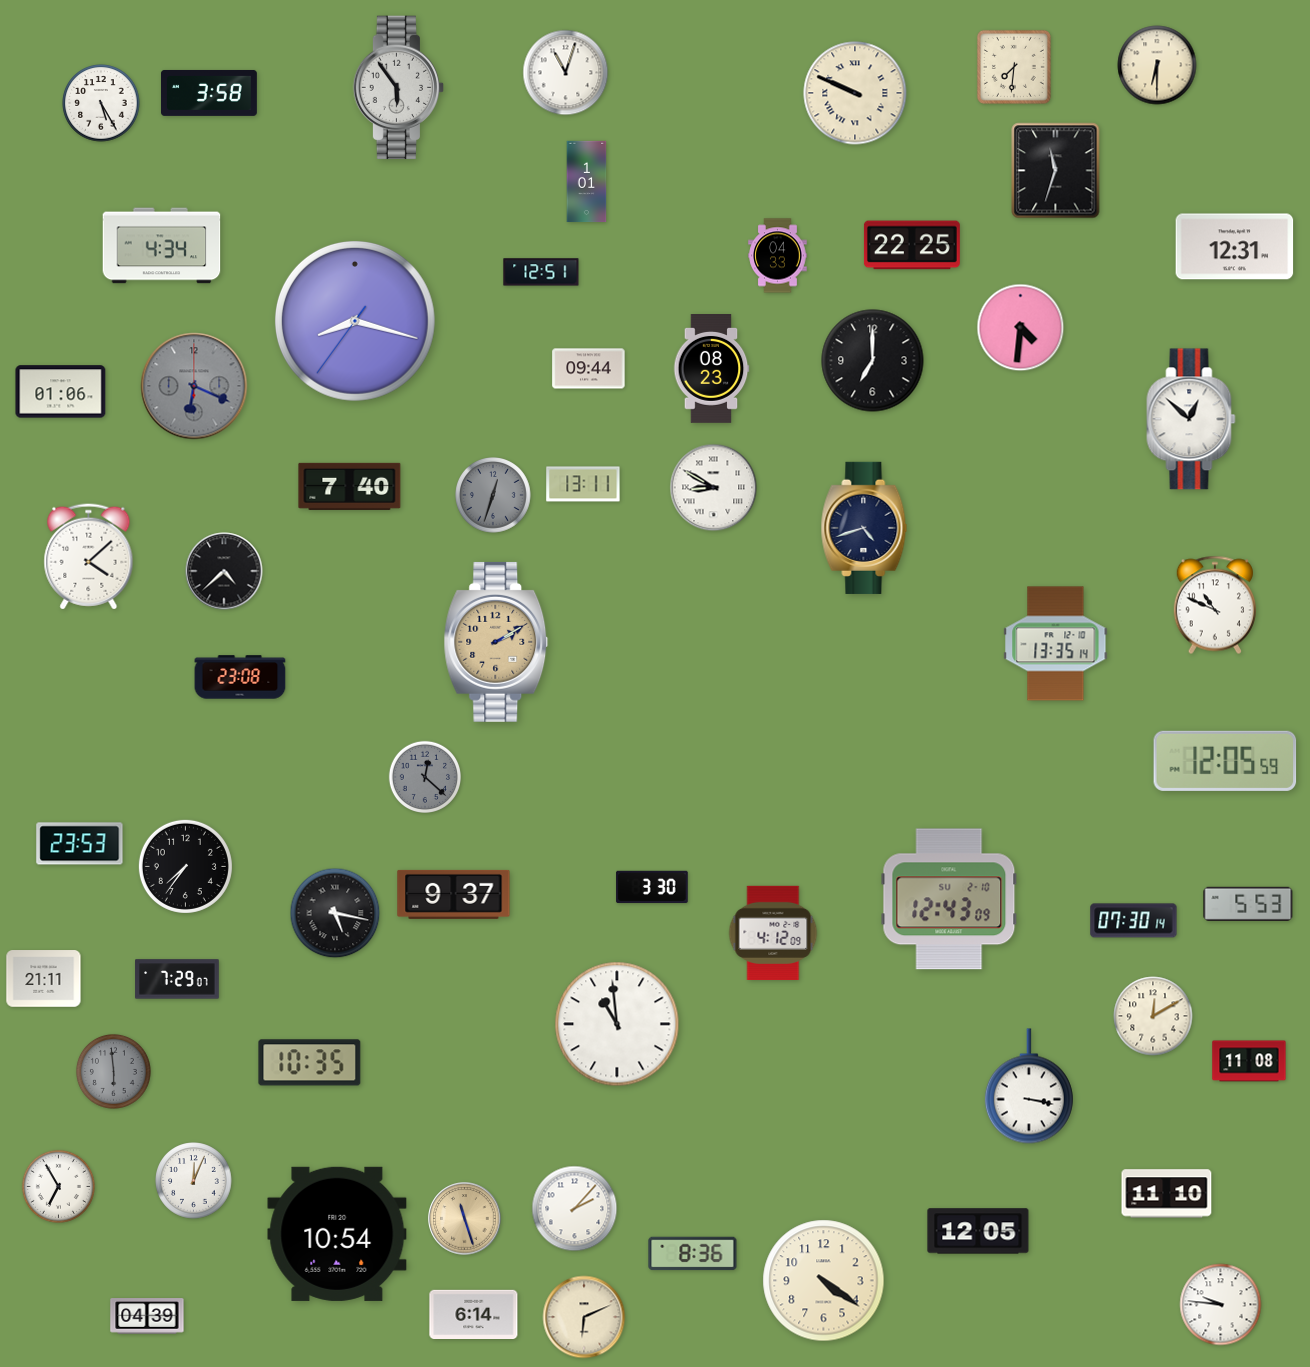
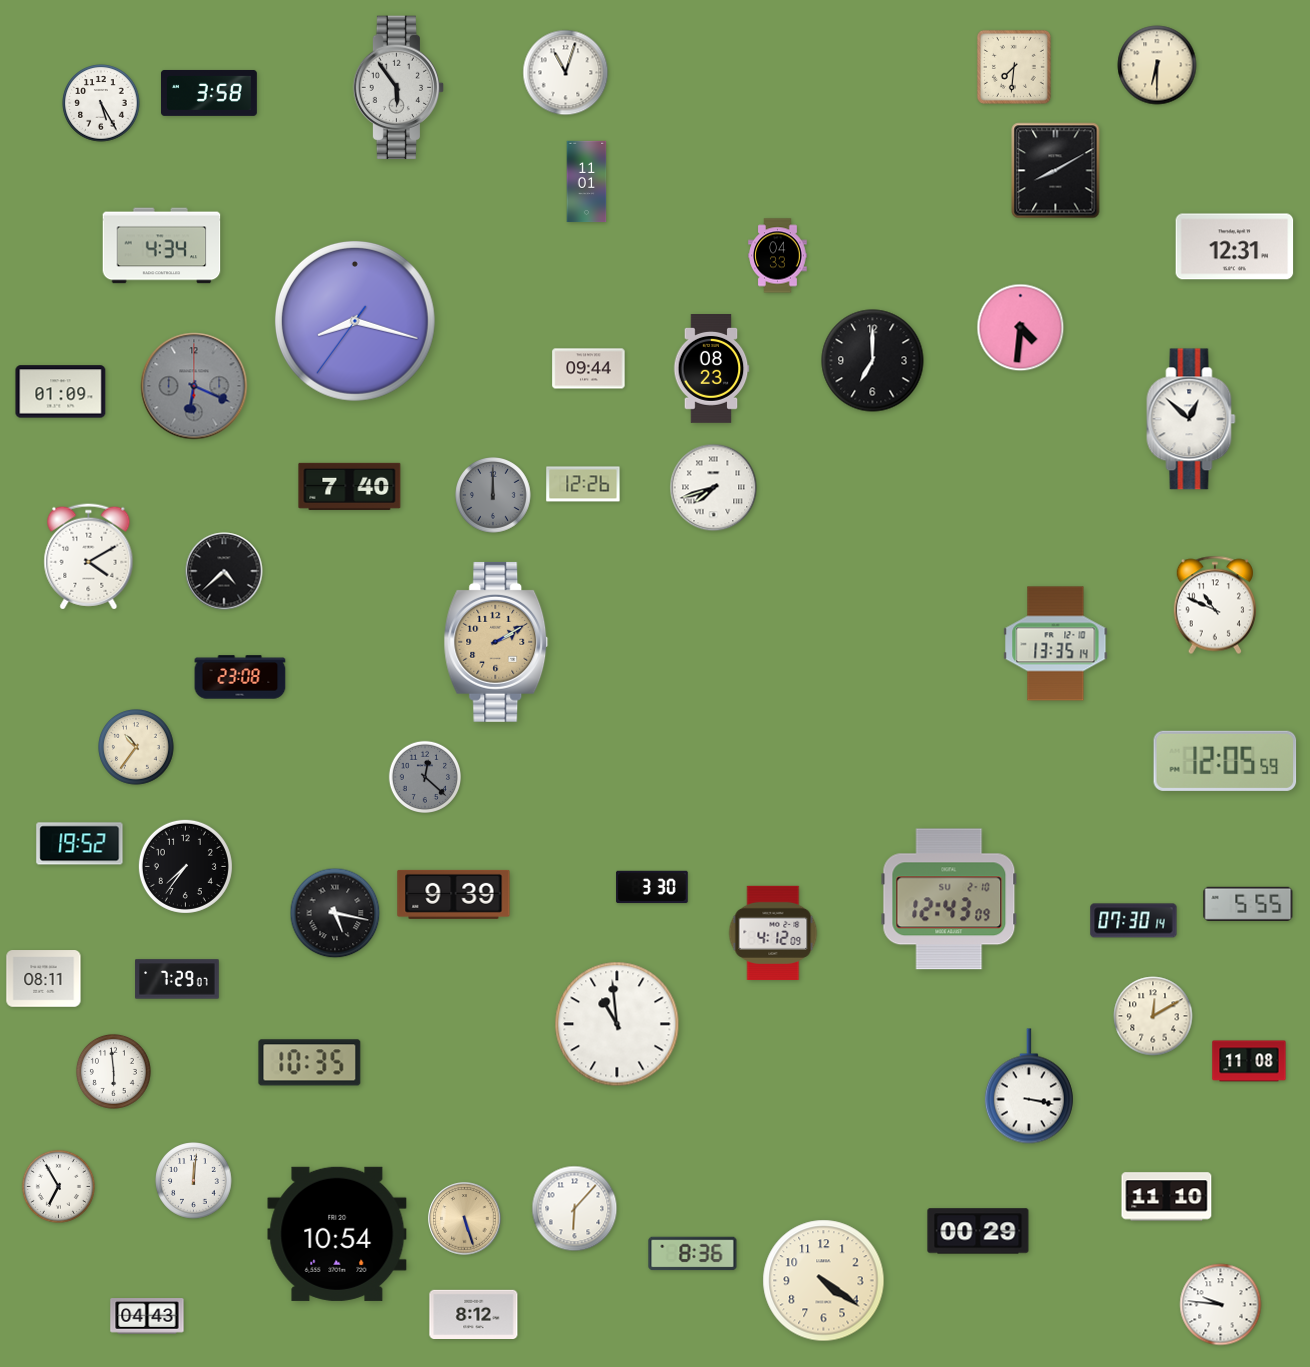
clock at (855, 93): 9:49 -> none
clock at (1056, 171): 11:33 -> 8:10
clock at (587, 182): 1:01 -> 11:01
clock at (912, 245): 22:25 -> none
clock at (541, 272): 12:51 -> none
clock at (61, 392): 01:06 -> 01:09
clock at (583, 484): 13:11 -> 12:26
clock at (714, 488): 8:50 -> 7:42
clock at (494, 496): 12:33 -> 12:00
clock at (864, 528): 4:42 -> none
clock at (89, 557): 4:08 -> 4:10
clock at (137, 748): none -> 10:36
clock at (80, 844): 23:53 -> 19:52
clock at (454, 894): 9:37 -> 9:39
clock at (1248, 904): 5:53 -> 5:55
clock at (44, 979): 21:11 -> 08:11
clock at (113, 1071) dial: grey -> white
clock at (194, 1181): 12:04 -> 12:01
clock at (1167, 1194) position: (1167, 1194) -> (1167, 1197)
clock at (575, 1209): 2:07 -> 6:07
clock at (465, 1219): 11:27 -> 5:27
clock at (978, 1231): 12:05 -> 00:29
clock at (474, 1314): 6:14 -> 8:12
clock at (147, 1316): 04:39 -> 04:43
clock at (584, 1317): 6:11 -> none
